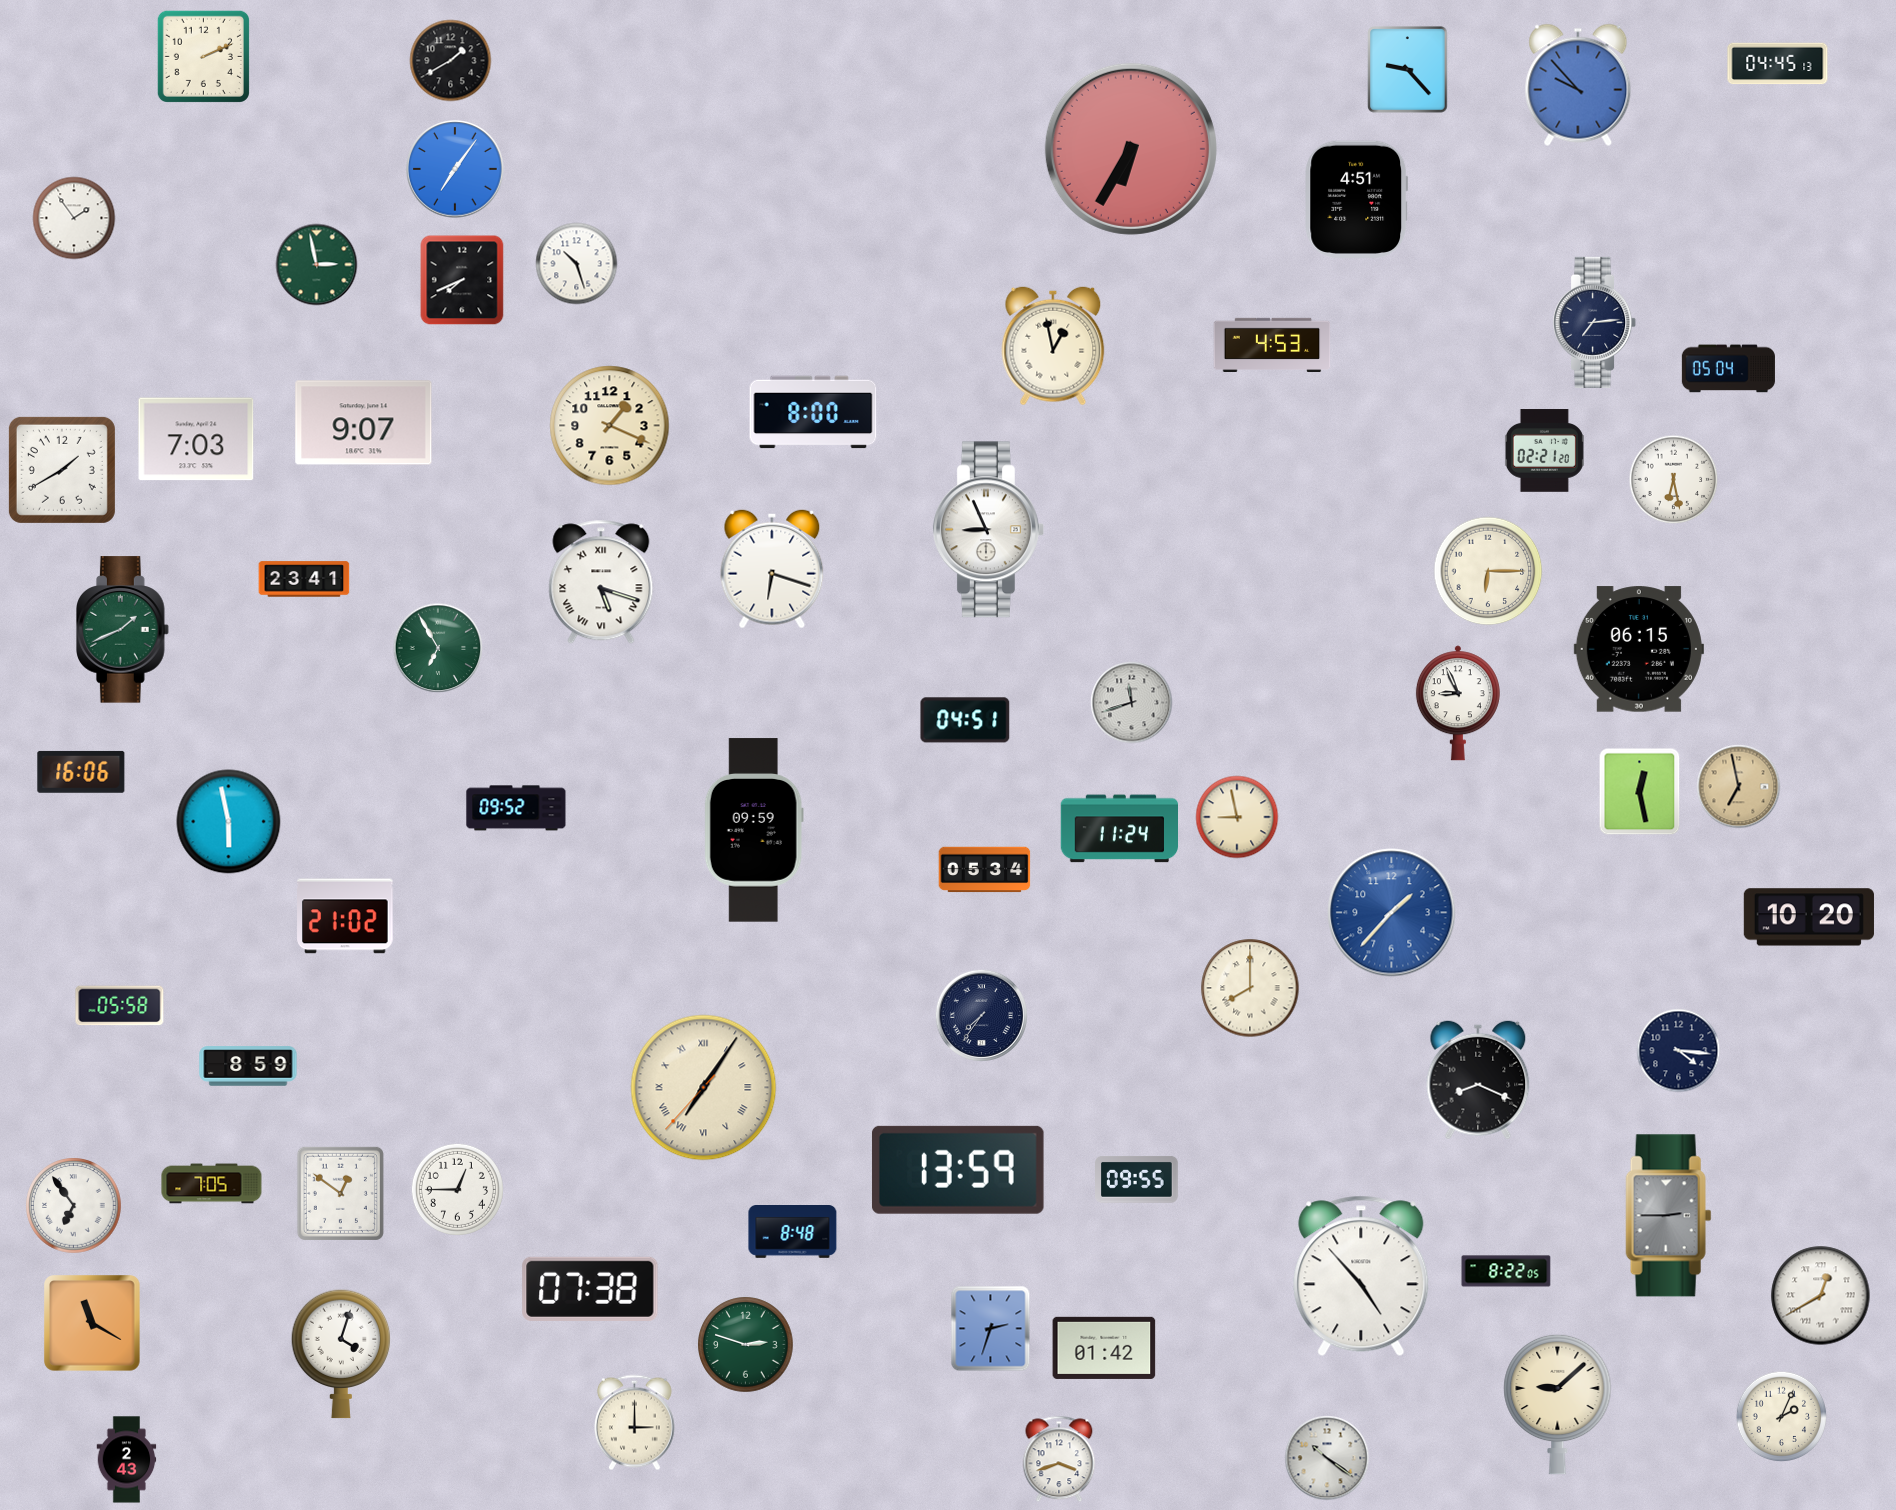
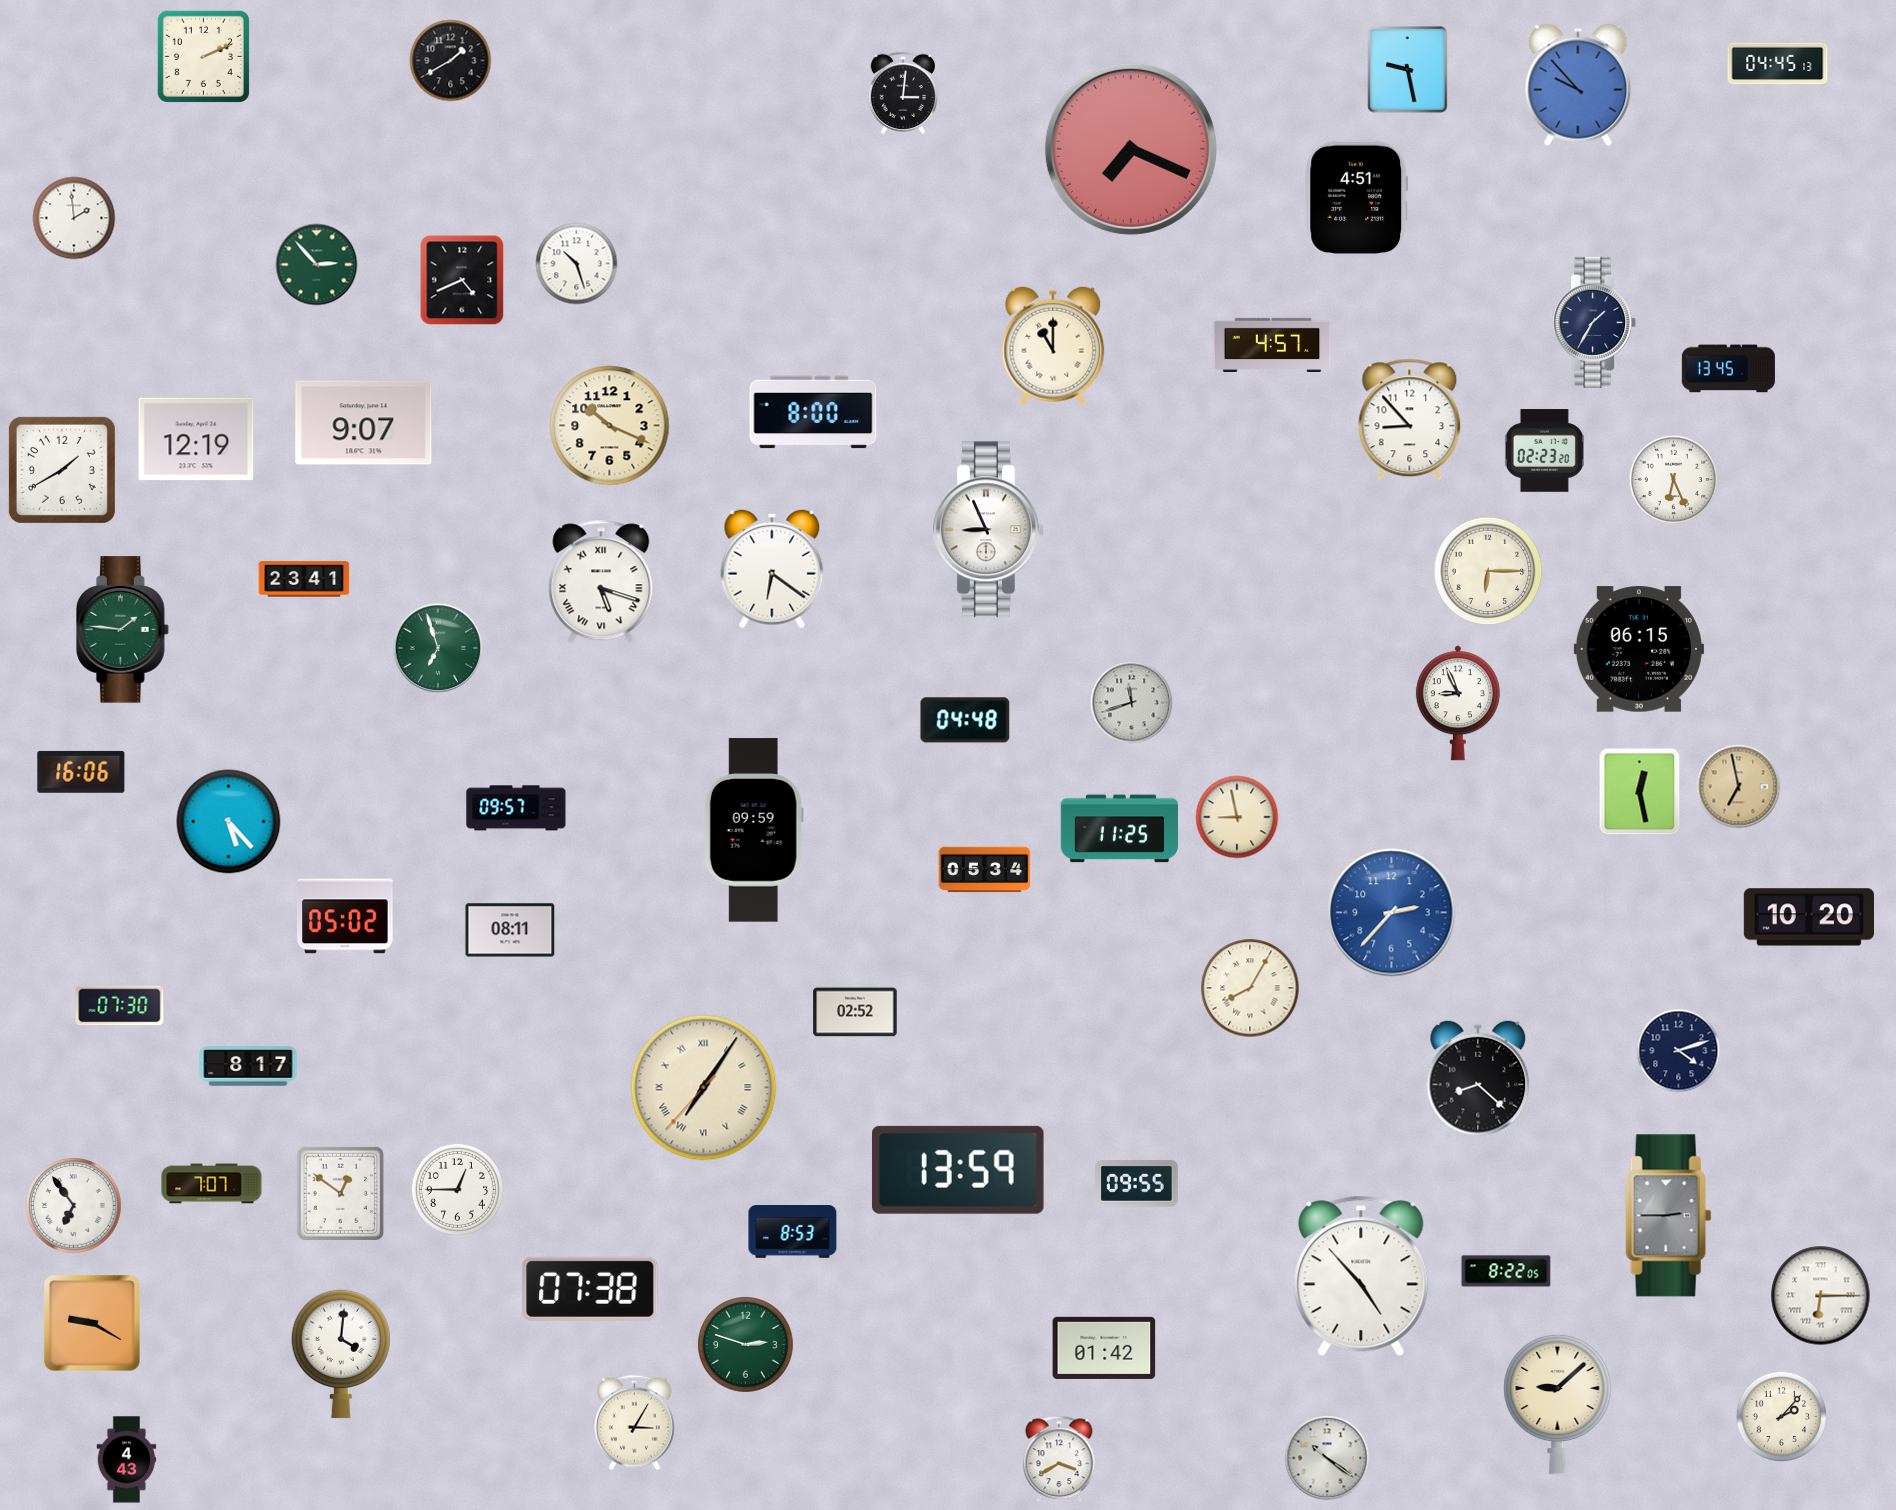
clock at (1408, 70): 9:23 -> 9:28
clock at (902, 92): none -> 3:01
clock at (1131, 149): 6:35 -> 7:19
clock at (455, 169): 7:06 -> none
clock at (74, 218): 1:54 -> 1:59
clock at (317, 265): 2:58 -> 2:53
clock at (462, 280): 7:41 -> 4:41
clock at (1595, 322): 7:14 -> 1:35
clock at (1272, 344): 4:53 -> 4:57
clock at (1053, 346): 12:58 -> 11:00
clock at (1728, 369): 05:04 -> 13:45
clock at (1410, 420): none -> 8:53
clock at (610, 426): 1:19 -> 10:19
clock at (196, 439): 7:03 -> 12:19
clock at (1544, 451): 02:21 -> 02:23
clock at (1674, 480): 6:28 -> 6:26
clock at (772, 569): 6:18 -> 6:21
clock at (123, 630): 1:41 -> 1:46
clock at (438, 648): 6:55 -> 6:57
clock at (965, 720): 04:51 -> 04:48
clock at (516, 808): 09:52 -> 09:57
clock at (229, 822): 5:58 -> 5:23
clock at (1119, 829): 11:24 -> 11:25
clock at (1392, 913): 1:37 -> 2:37
clock at (345, 916): 21:02 -> 05:02
clock at (510, 930): none -> 08:11
clock at (1250, 988): 8:00 -> 8:05
clock at (120, 1006): 05:58 -> 07:30
clock at (855, 1012): none -> 02:52
clock at (981, 1015): 7:36 -> none
clock at (1679, 1051): 4:16 -> 4:12
clock at (248, 1066): 8:59 -> 8:17
clock at (1478, 1080): 8:19 -> 8:22
clock at (1137, 1180) position: (1137, 1180) -> (1137, 1184)
clock at (212, 1184): 7:05 -> 7:07
clock at (793, 1232): 8:48 -> 8:53
clock at (1821, 1296): 12:40 -> 6:15
clock at (92, 1323): 11:20 -> 9:20
clock at (991, 1329): 2:33 -> none
clock at (341, 1354): 4:03 -> 4:01
clock at (1782, 1417): 2:04 -> 2:07
clock at (634, 1423): 3:00 -> 3:05
clock at (1059, 1459): 3:42 -> 3:40
clock at (127, 1460): 2:43 -> 4:43
